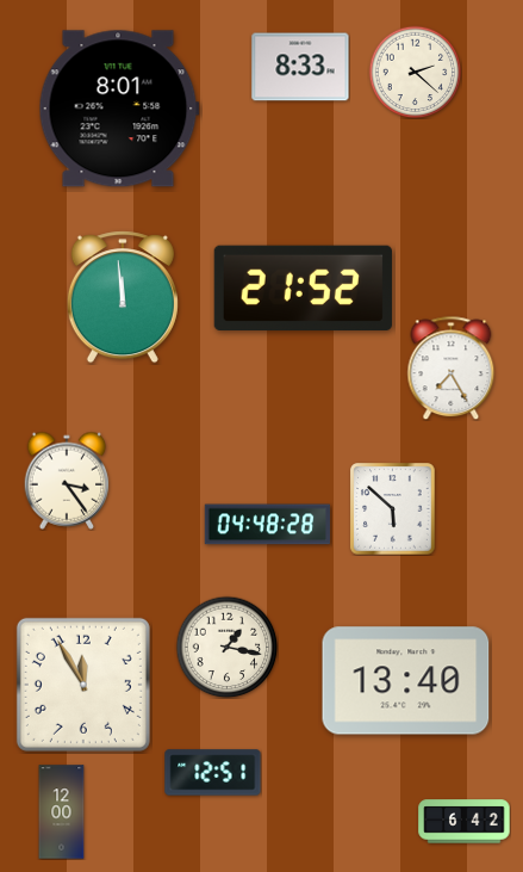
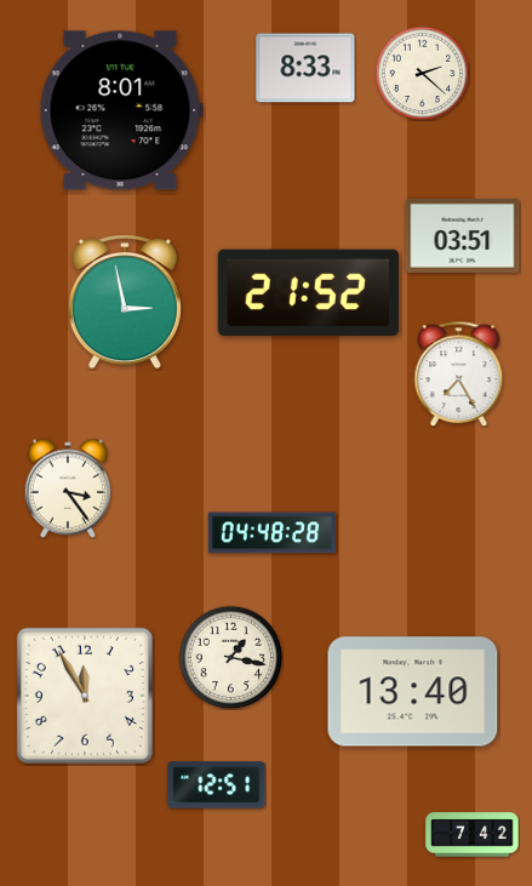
clock at (463, 235): none -> 03:51
clock at (123, 297): 11:59 -> 2:58
clock at (393, 509): 5:52 -> none
clock at (62, 812): 12:00 -> none
clock at (465, 822): 6:42 -> 7:42
